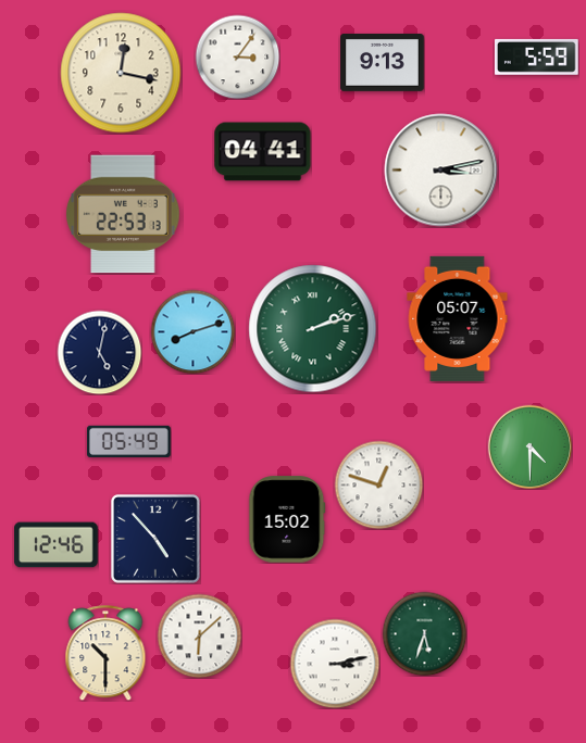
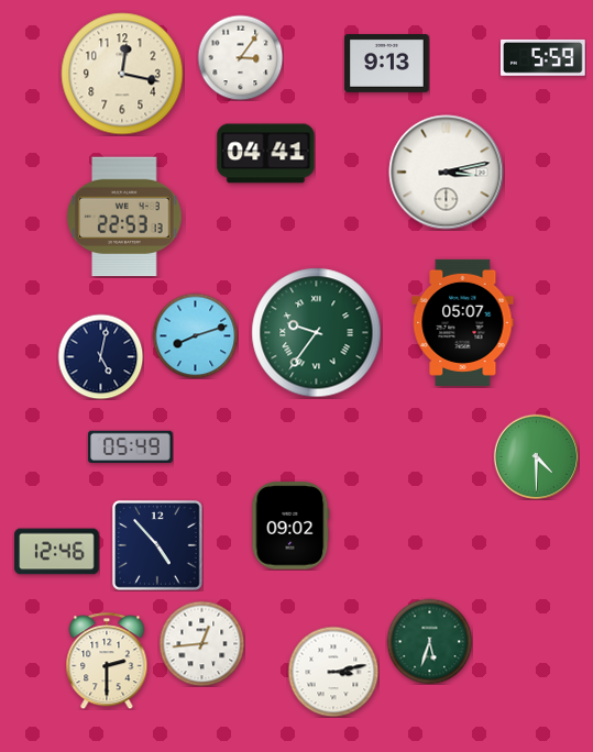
clock at (313, 329): 2:12 -> 9:36
clock at (529, 446) position: (529, 446) -> (536, 456)
clock at (378, 484): 12:48 -> none
clock at (287, 519): 15:02 -> 09:02
clock at (199, 635): 6:08 -> 12:44
clock at (105, 653): 10:30 -> 2:30
clock at (335, 664) position: (335, 664) -> (333, 672)
